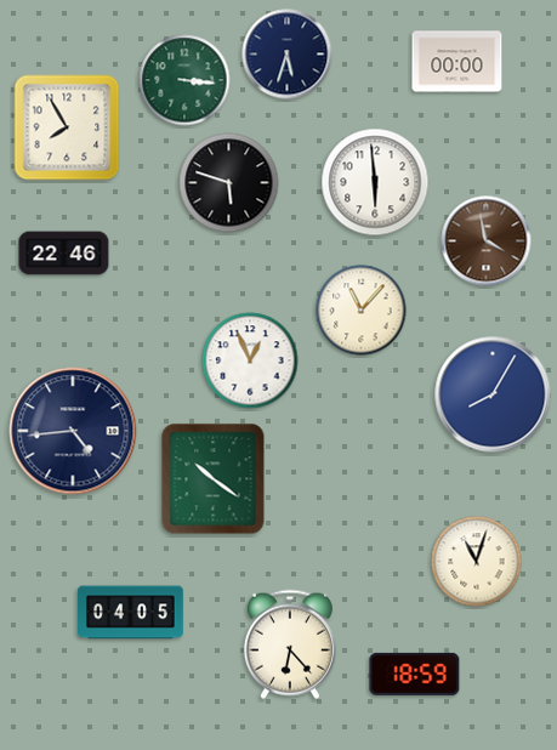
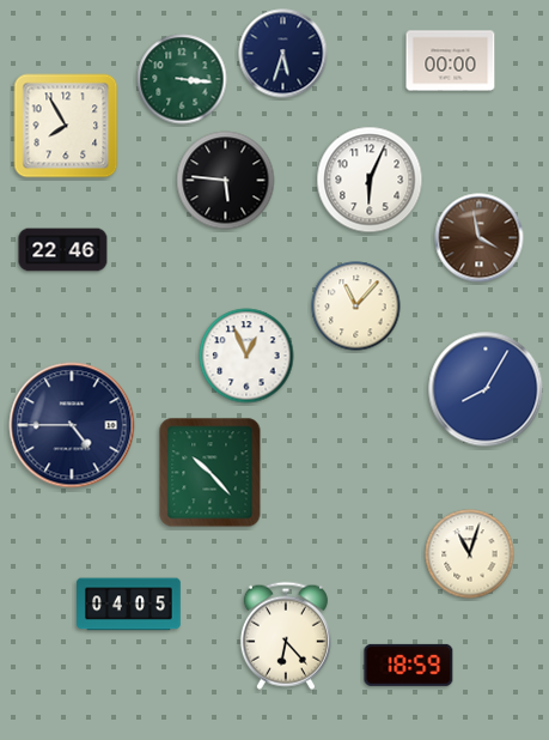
clock at (375, 182): 5:59 -> 6:04
clock at (229, 183): 5:48 -> 5:46
clock at (73, 431): 4:44 -> 4:45
clock at (214, 479): 10:21 -> 10:23
